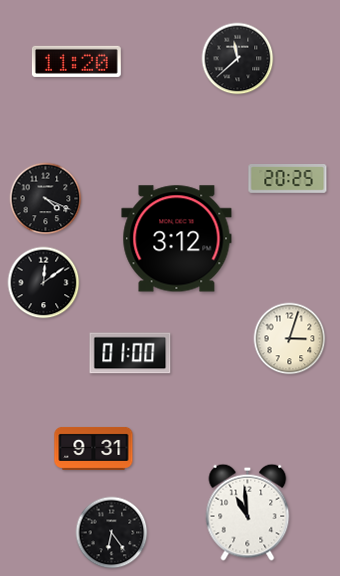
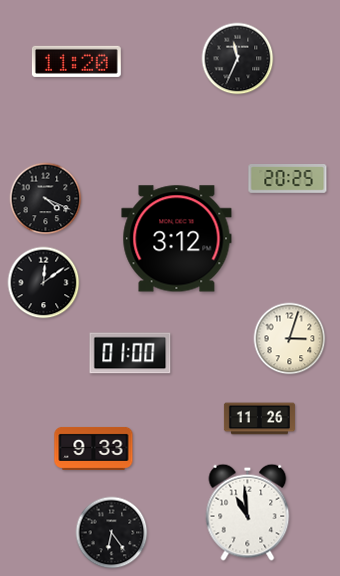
clock at (238, 59): 11:38 -> 11:34
clock at (259, 419): none -> 11:26
clock at (94, 448): 9:31 -> 9:33
